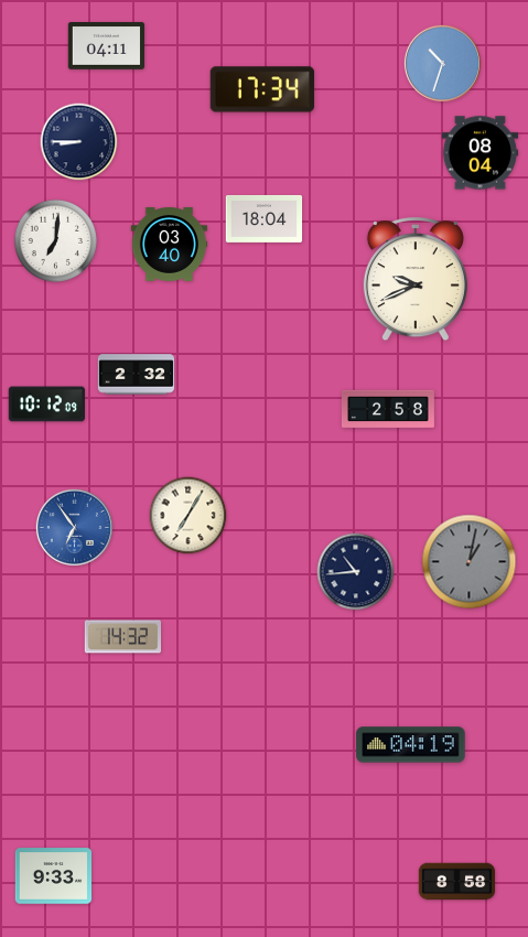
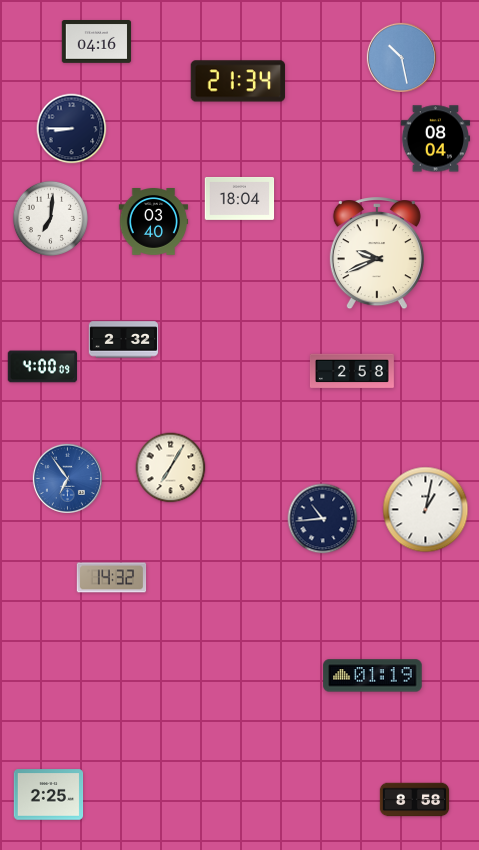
clock at (107, 46): 04:11 -> 04:16
clock at (442, 63): 10:33 -> 10:28
clock at (262, 89): 17:34 -> 21:34
clock at (46, 405): 10:12 -> 4:00
clock at (470, 562) dial: grey -> white
clock at (411, 745): 04:19 -> 01:19
clock at (54, 876): 9:33 -> 2:25
